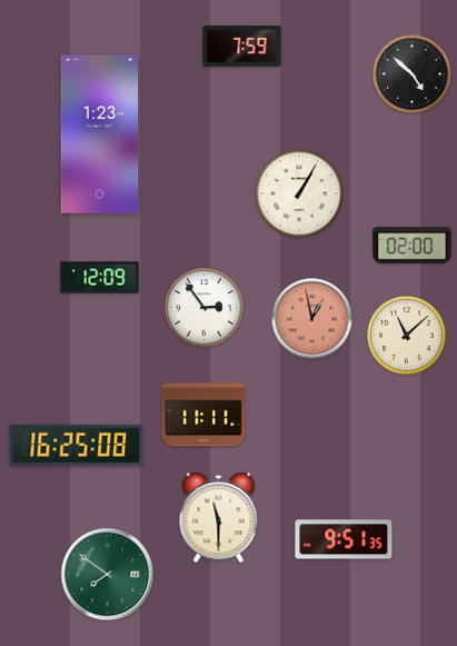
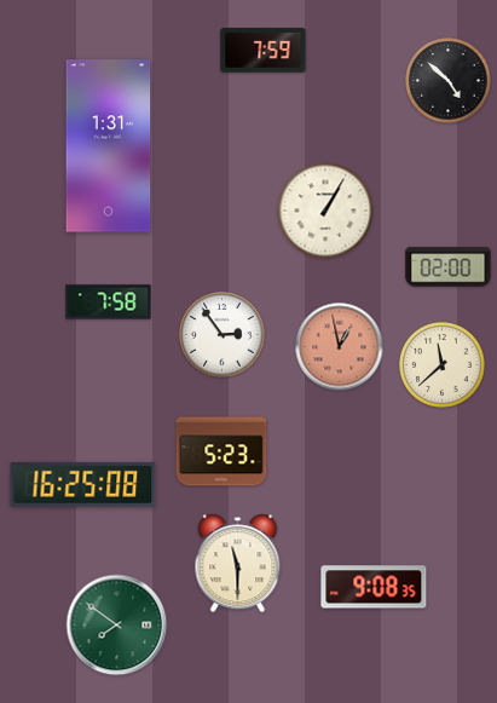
clock at (100, 135): 1:23 -> 1:31
clock at (100, 278): 12:09 -> 7:58
clock at (407, 336): 11:08 -> 11:38
clock at (203, 415): 11:11 -> 5:23
clock at (344, 539): 9:51 -> 9:08
